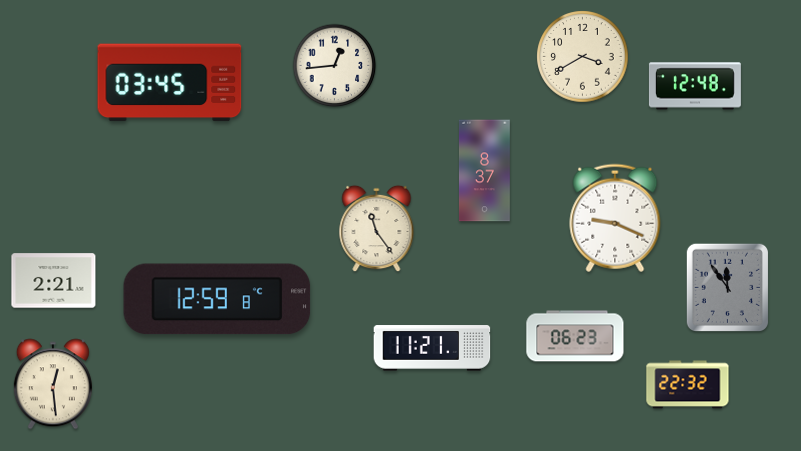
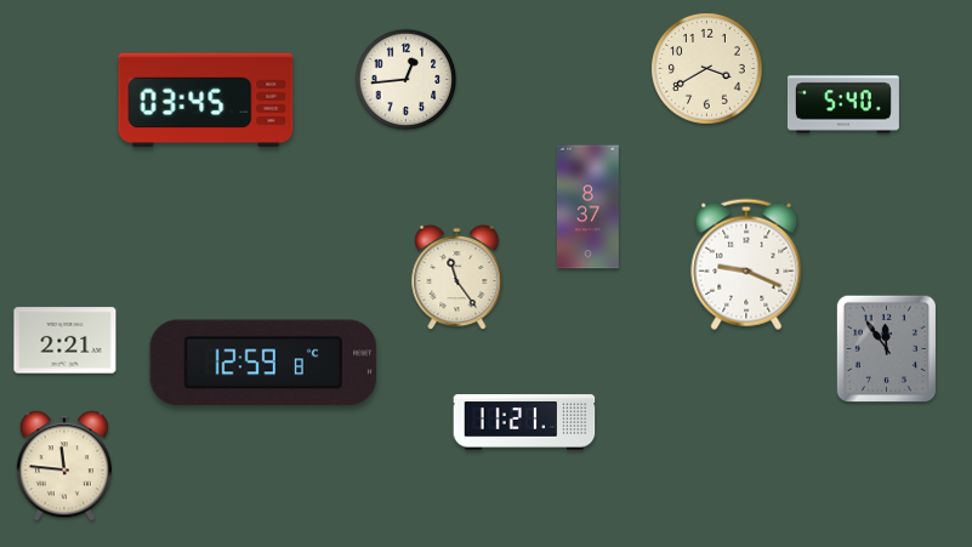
clock at (695, 86): 12:48 -> 5:40
clock at (727, 287) position: (727, 287) -> (886, 348)
clock at (575, 336): 06:23 -> none
clock at (53, 384): 12:29 -> 11:46
clock at (688, 385): 22:32 -> none
